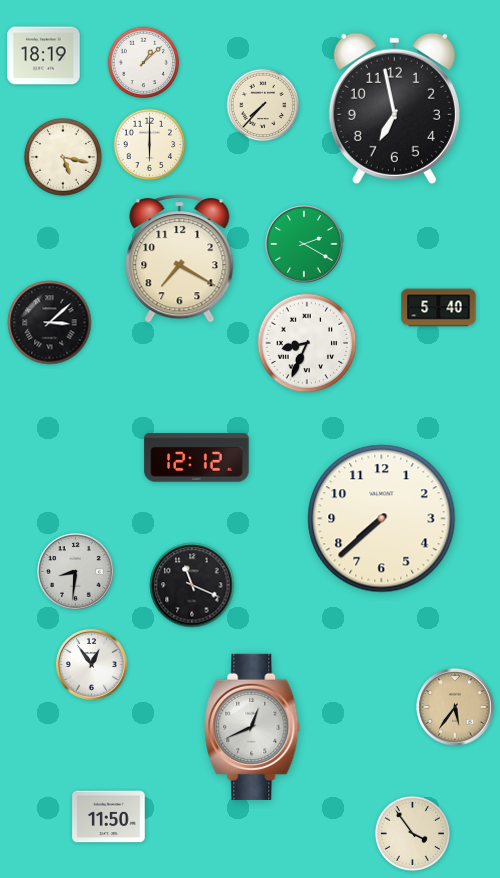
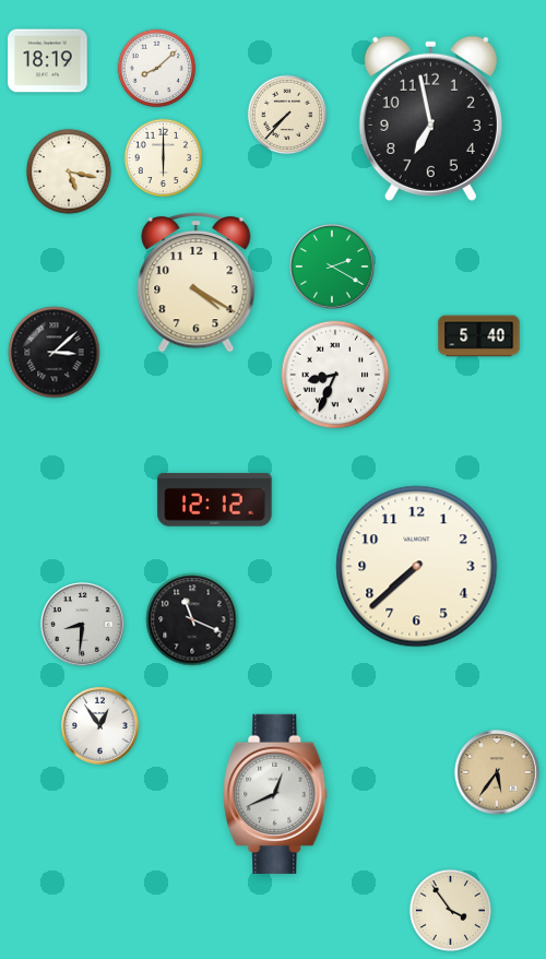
clock at (144, 63): 1:08 -> 8:08
clock at (180, 259): 7:20 -> 4:20
clock at (192, 585) position: (192, 585) -> (192, 619)
clock at (109, 817): 11:50 -> none
